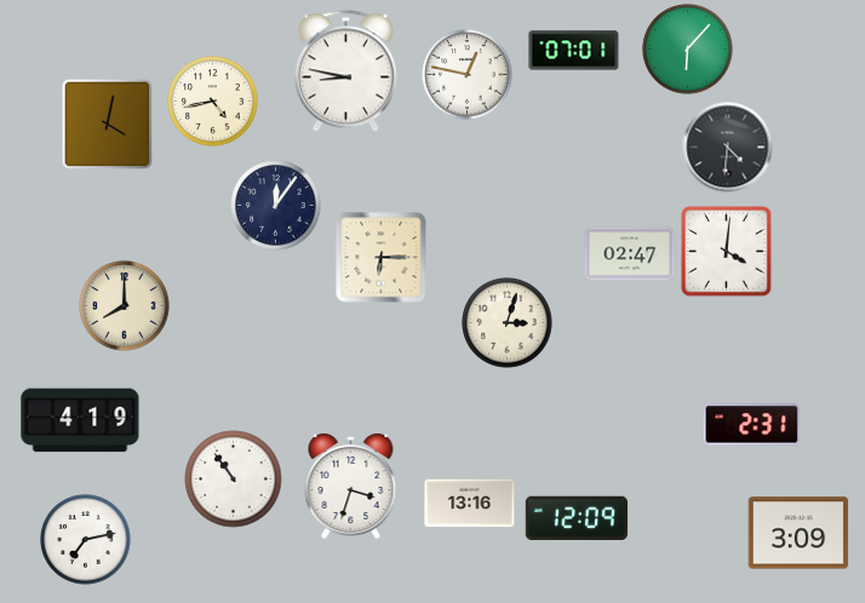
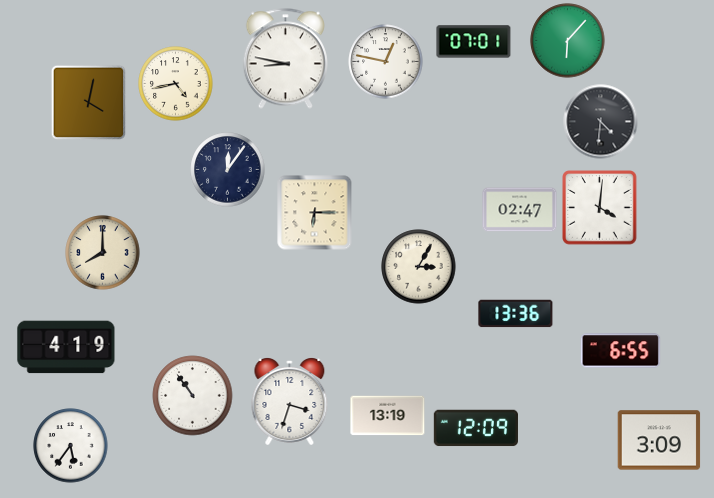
clock at (508, 323): 3:03 -> 3:05
clock at (516, 314): none -> 13:36
clock at (752, 425): 2:31 -> 6:55
clock at (470, 504): 13:16 -> 13:19
clock at (86, 540): 7:13 -> 5:36
